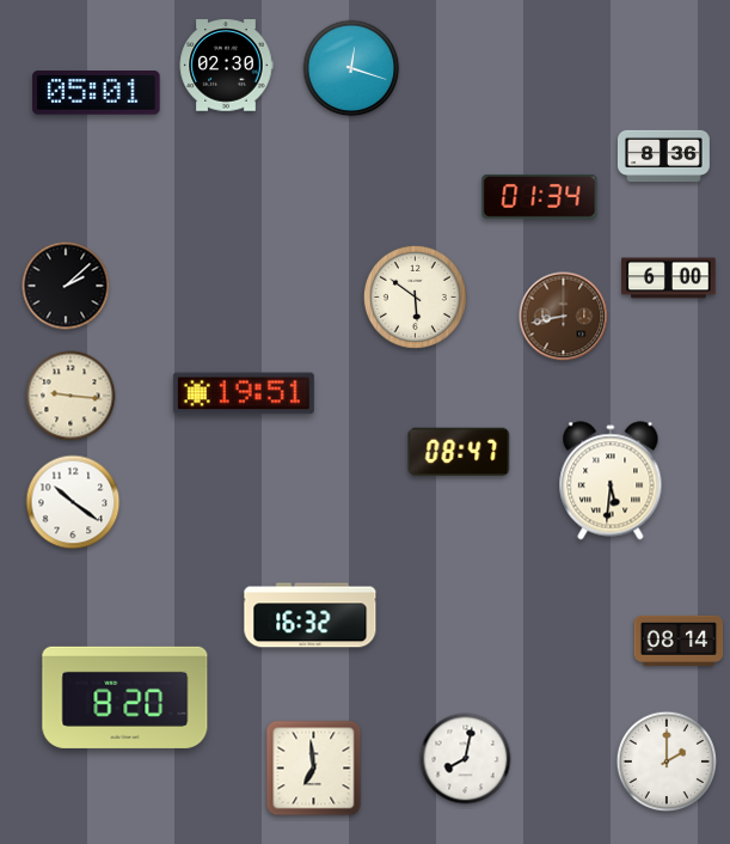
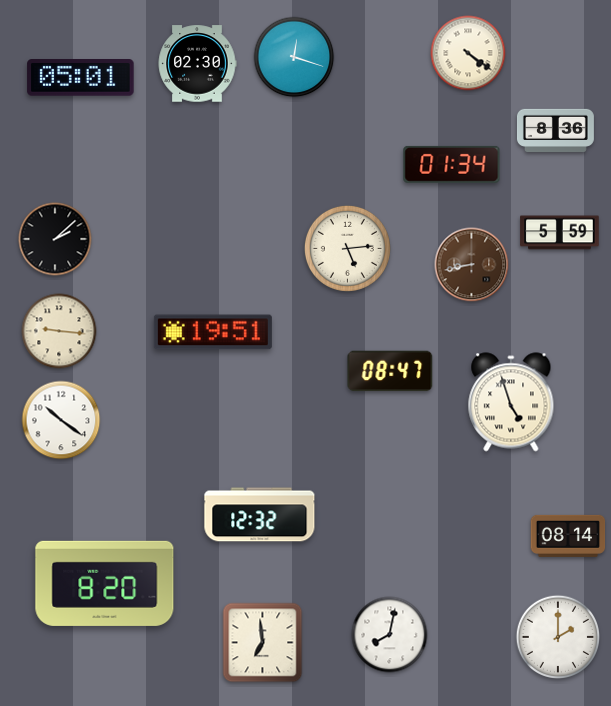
clock at (468, 53): none -> 4:21
clock at (226, 66) position: (226, 66) -> (197, 64)
clock at (669, 279): 6:00 -> 5:59
clock at (415, 296): 5:51 -> 5:14
clock at (244, 393) position: (244, 393) -> (213, 332)
clock at (459, 452) position: (459, 452) -> (390, 371)
clock at (611, 481): 5:31 -> 4:57
clock at (311, 616): 16:32 -> 12:32
